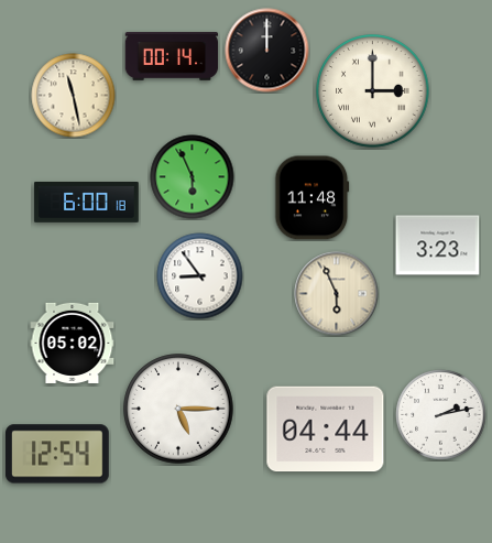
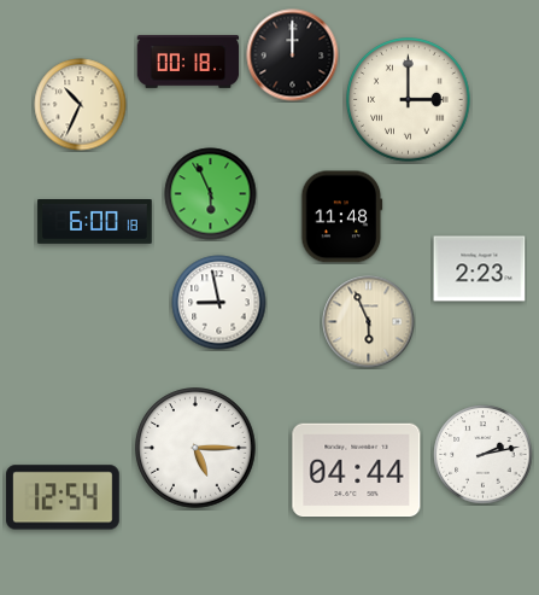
clock at (172, 57): 00:14 -> 00:18
clock at (74, 96): 11:28 -> 10:34
clock at (438, 246): 3:23 -> 2:23
clock at (200, 276): 8:54 -> 8:58
clock at (73, 343): 05:02 -> none
